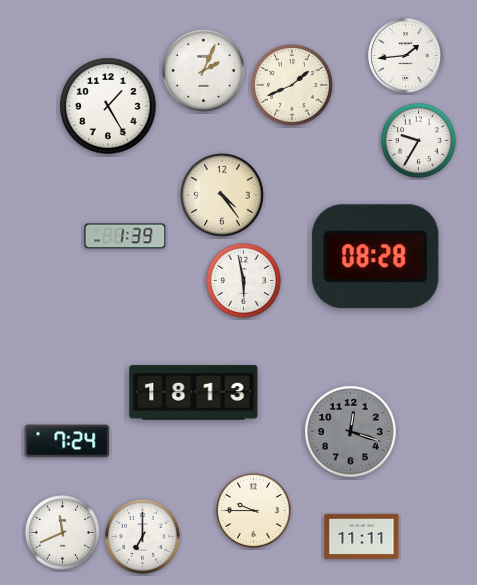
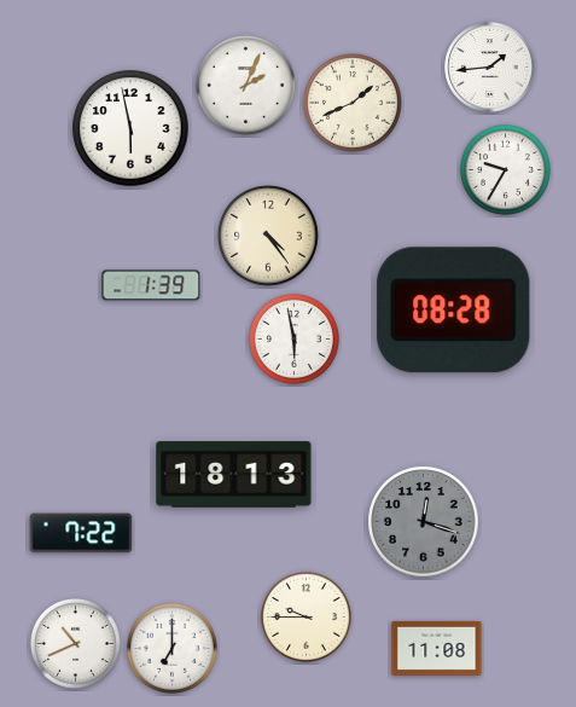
clock at (108, 106): 1:25 -> 5:58
clock at (67, 441): 7:24 -> 7:22
clock at (62, 532): 11:41 -> 10:41
clock at (362, 536): 11:11 -> 11:08
